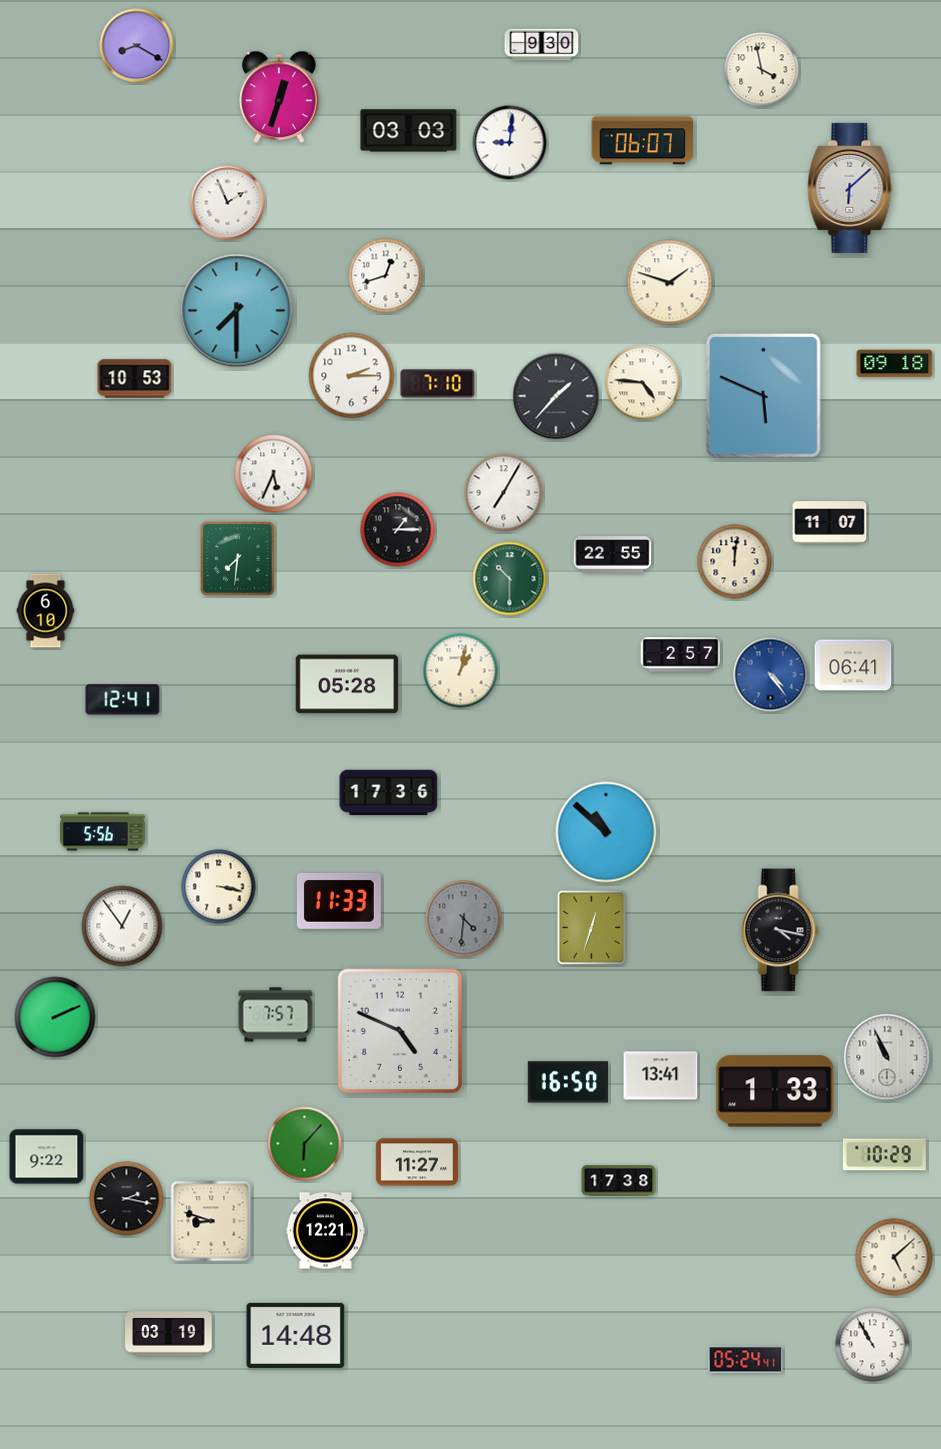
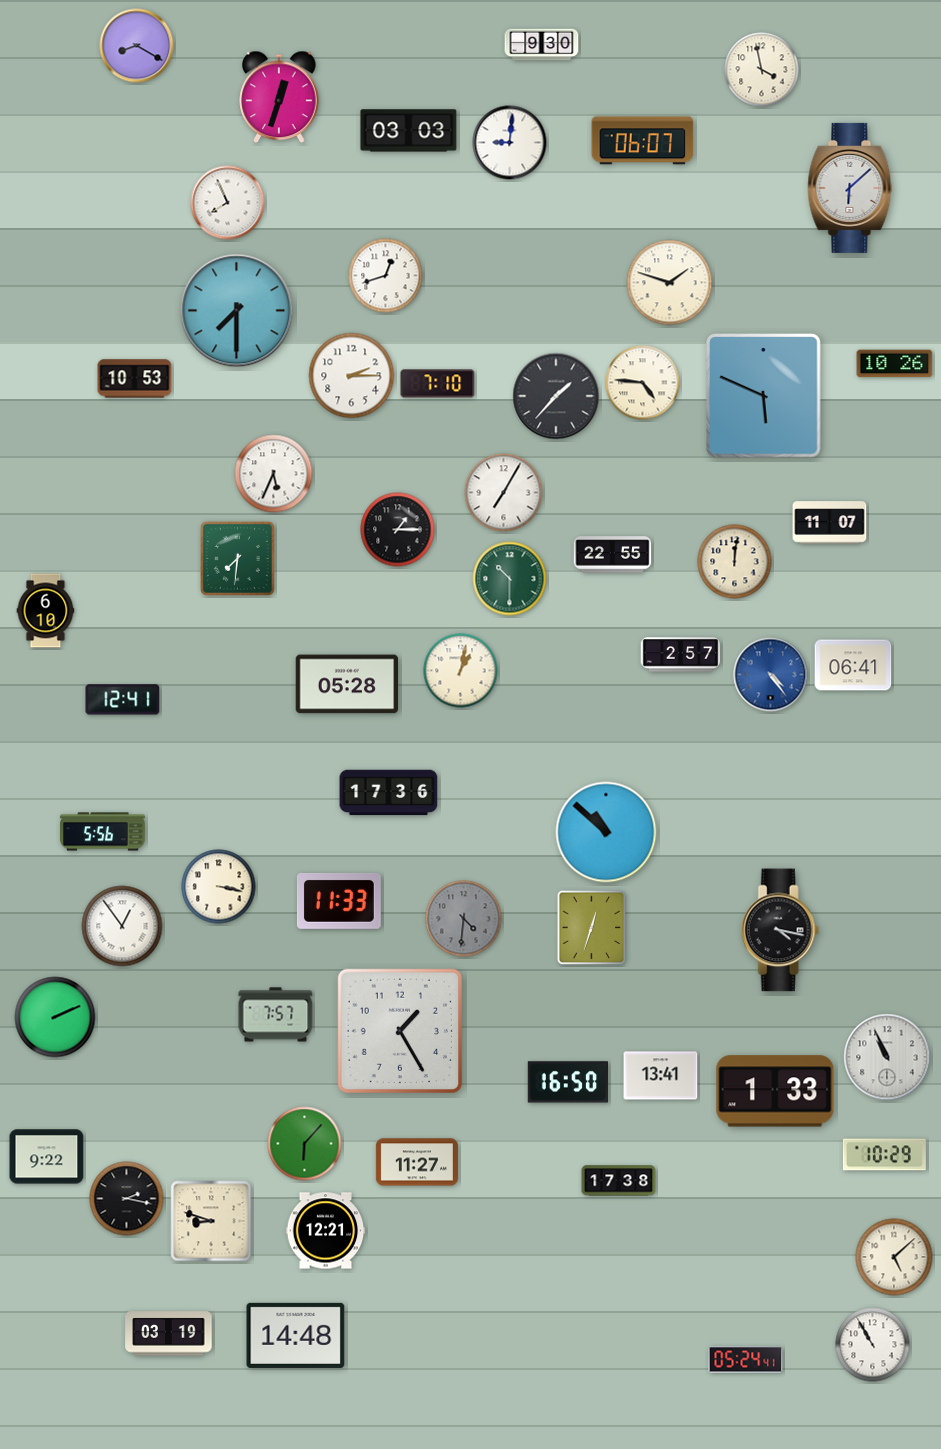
clock at (228, 203): 1:56 -> 7:56
clock at (895, 364): 09:18 -> 10:26
clock at (400, 1031): 4:49 -> 1:25
